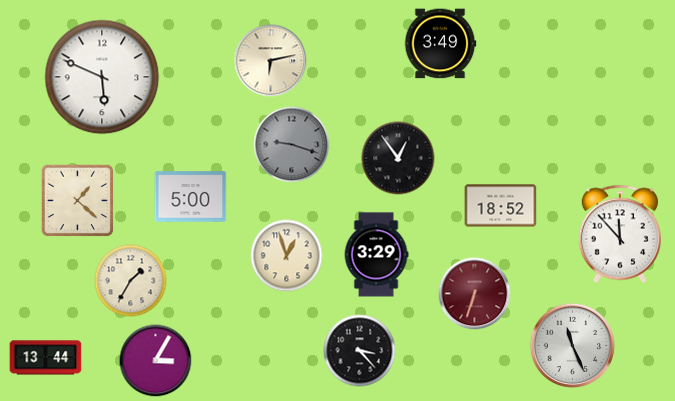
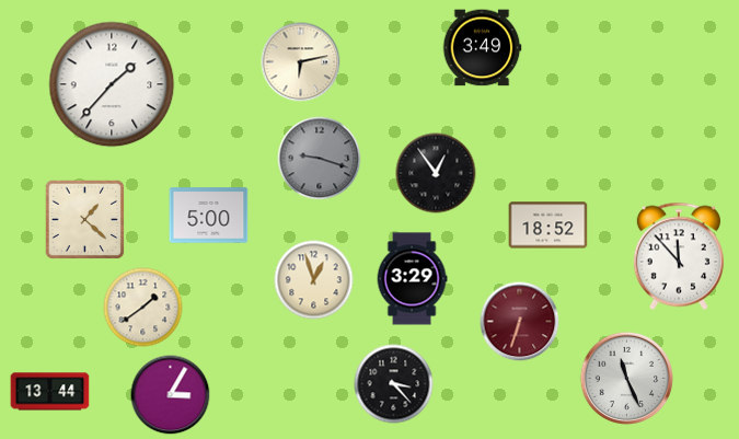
clock at (271, 61) position: (271, 61) -> (301, 62)
clock at (102, 77): 5:49 -> 1:37
clock at (131, 281): 1:35 -> 1:39
